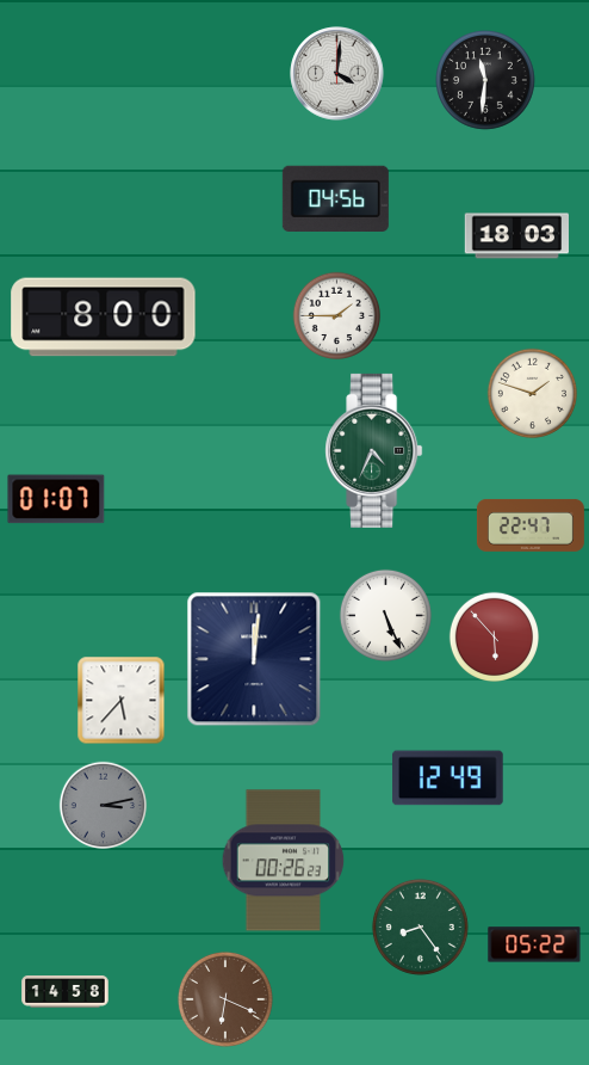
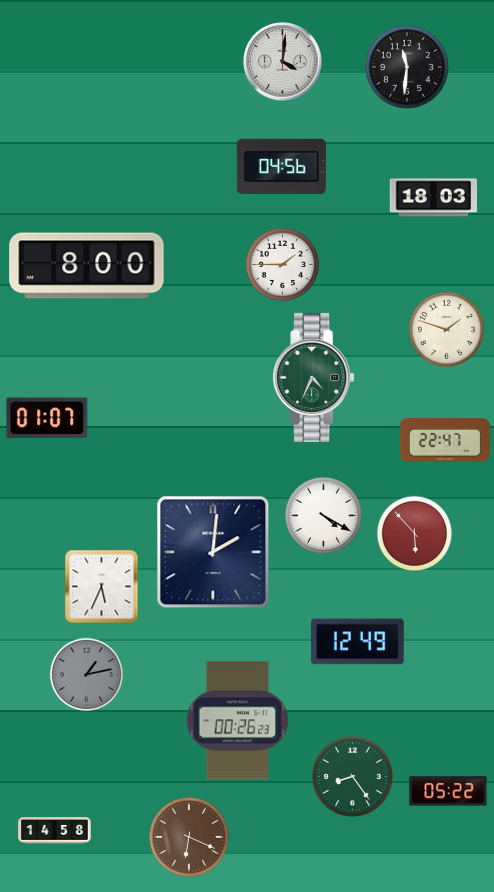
clock at (385, 615): 5:26 -> 4:20
clock at (254, 659): 12:01 -> 2:01
clock at (122, 701): 5:37 -> 5:34
clock at (448, 778) position: (448, 778) -> (358, 642)
clock at (104, 806): 3:13 -> 1:13
